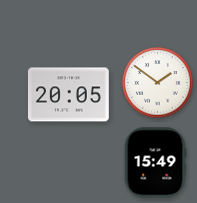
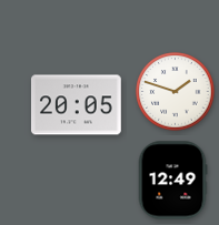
clock at (158, 83): 1:51 -> 1:48
clock at (155, 163): 15:49 -> 12:49
